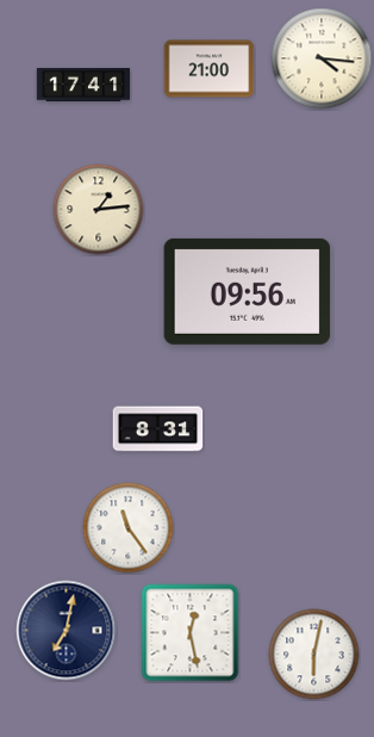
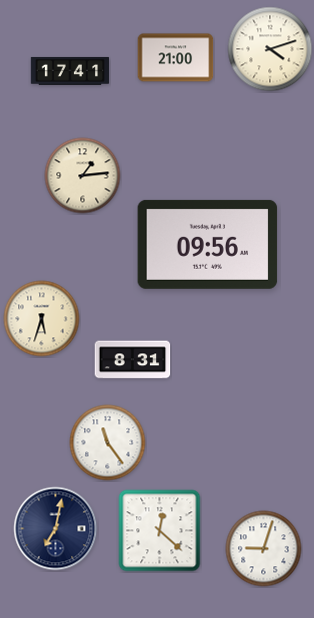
clock at (322, 58): 4:16 -> 4:12
clock at (42, 319): none -> 5:33
clock at (191, 633): 12:28 -> 12:22
clock at (314, 655): 6:02 -> 9:03
